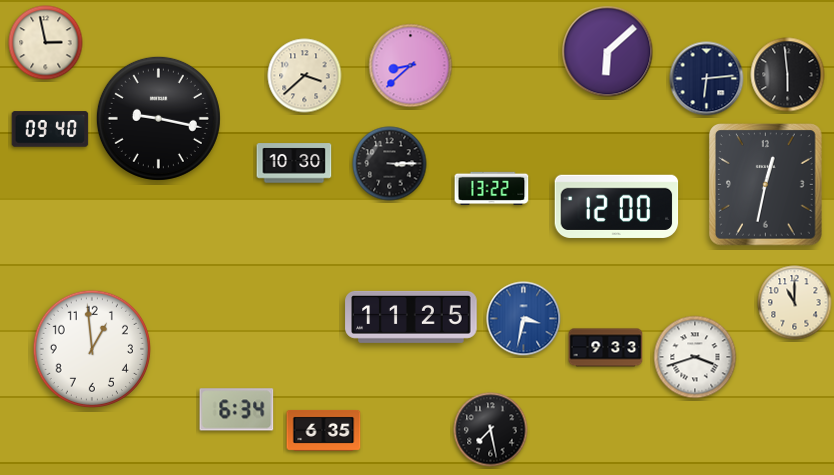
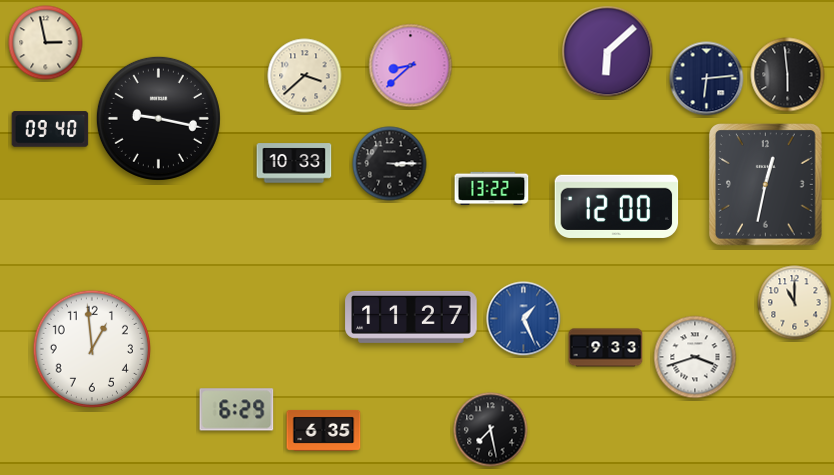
clock at (294, 163): 10:30 -> 10:33
clock at (411, 317): 11:25 -> 11:27
clock at (524, 319): 3:32 -> 1:26
clock at (237, 410): 6:34 -> 6:29
